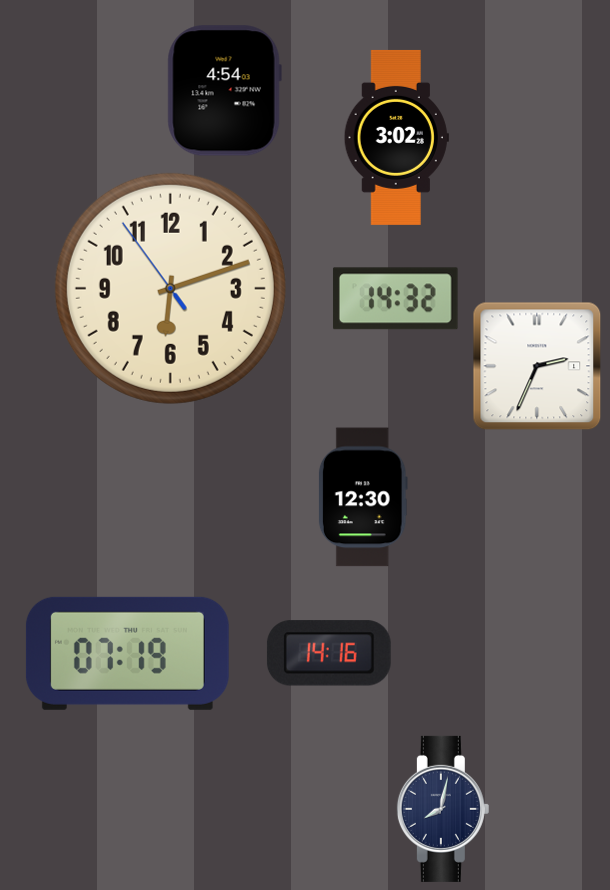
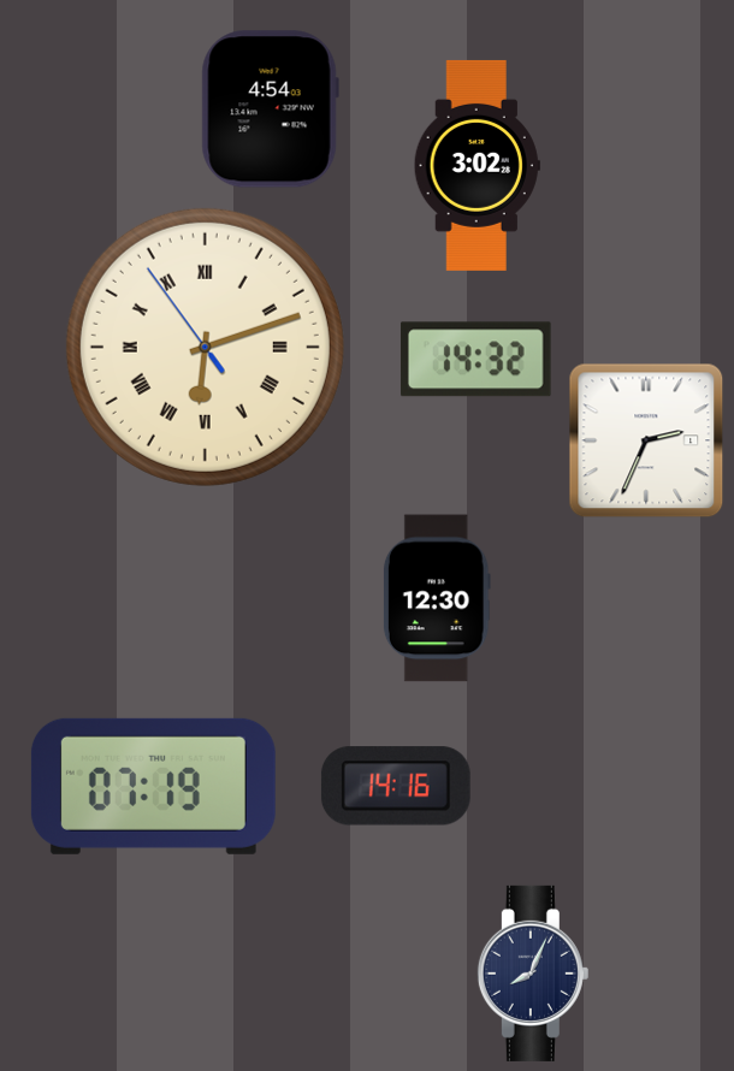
clock at (170, 288) numerals: Arabic -> Roman
clock at (443, 809): 8:02 -> 8:04
